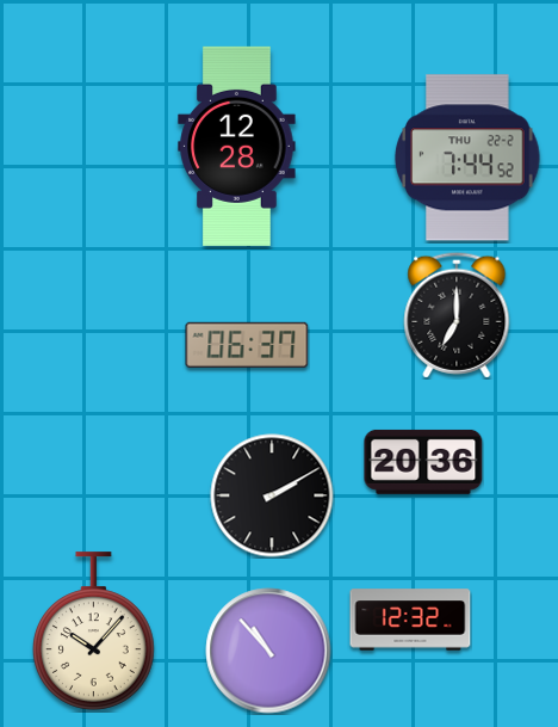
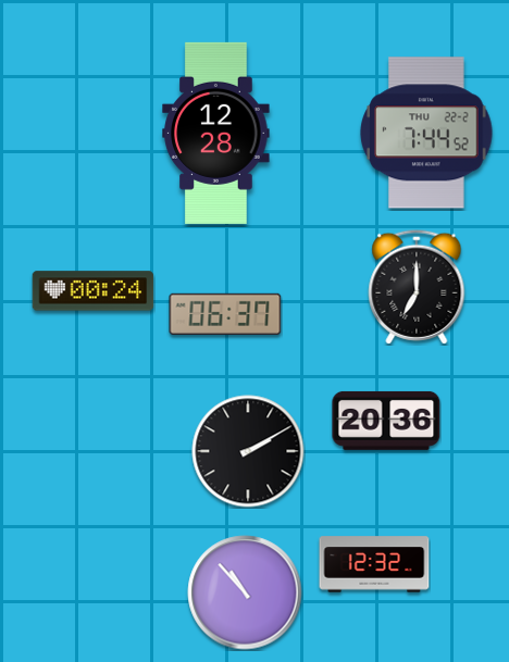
clock at (467, 158) position: (467, 158) -> (426, 133)
clock at (94, 291): none -> 00:24
clock at (93, 631): 10:07 -> none
